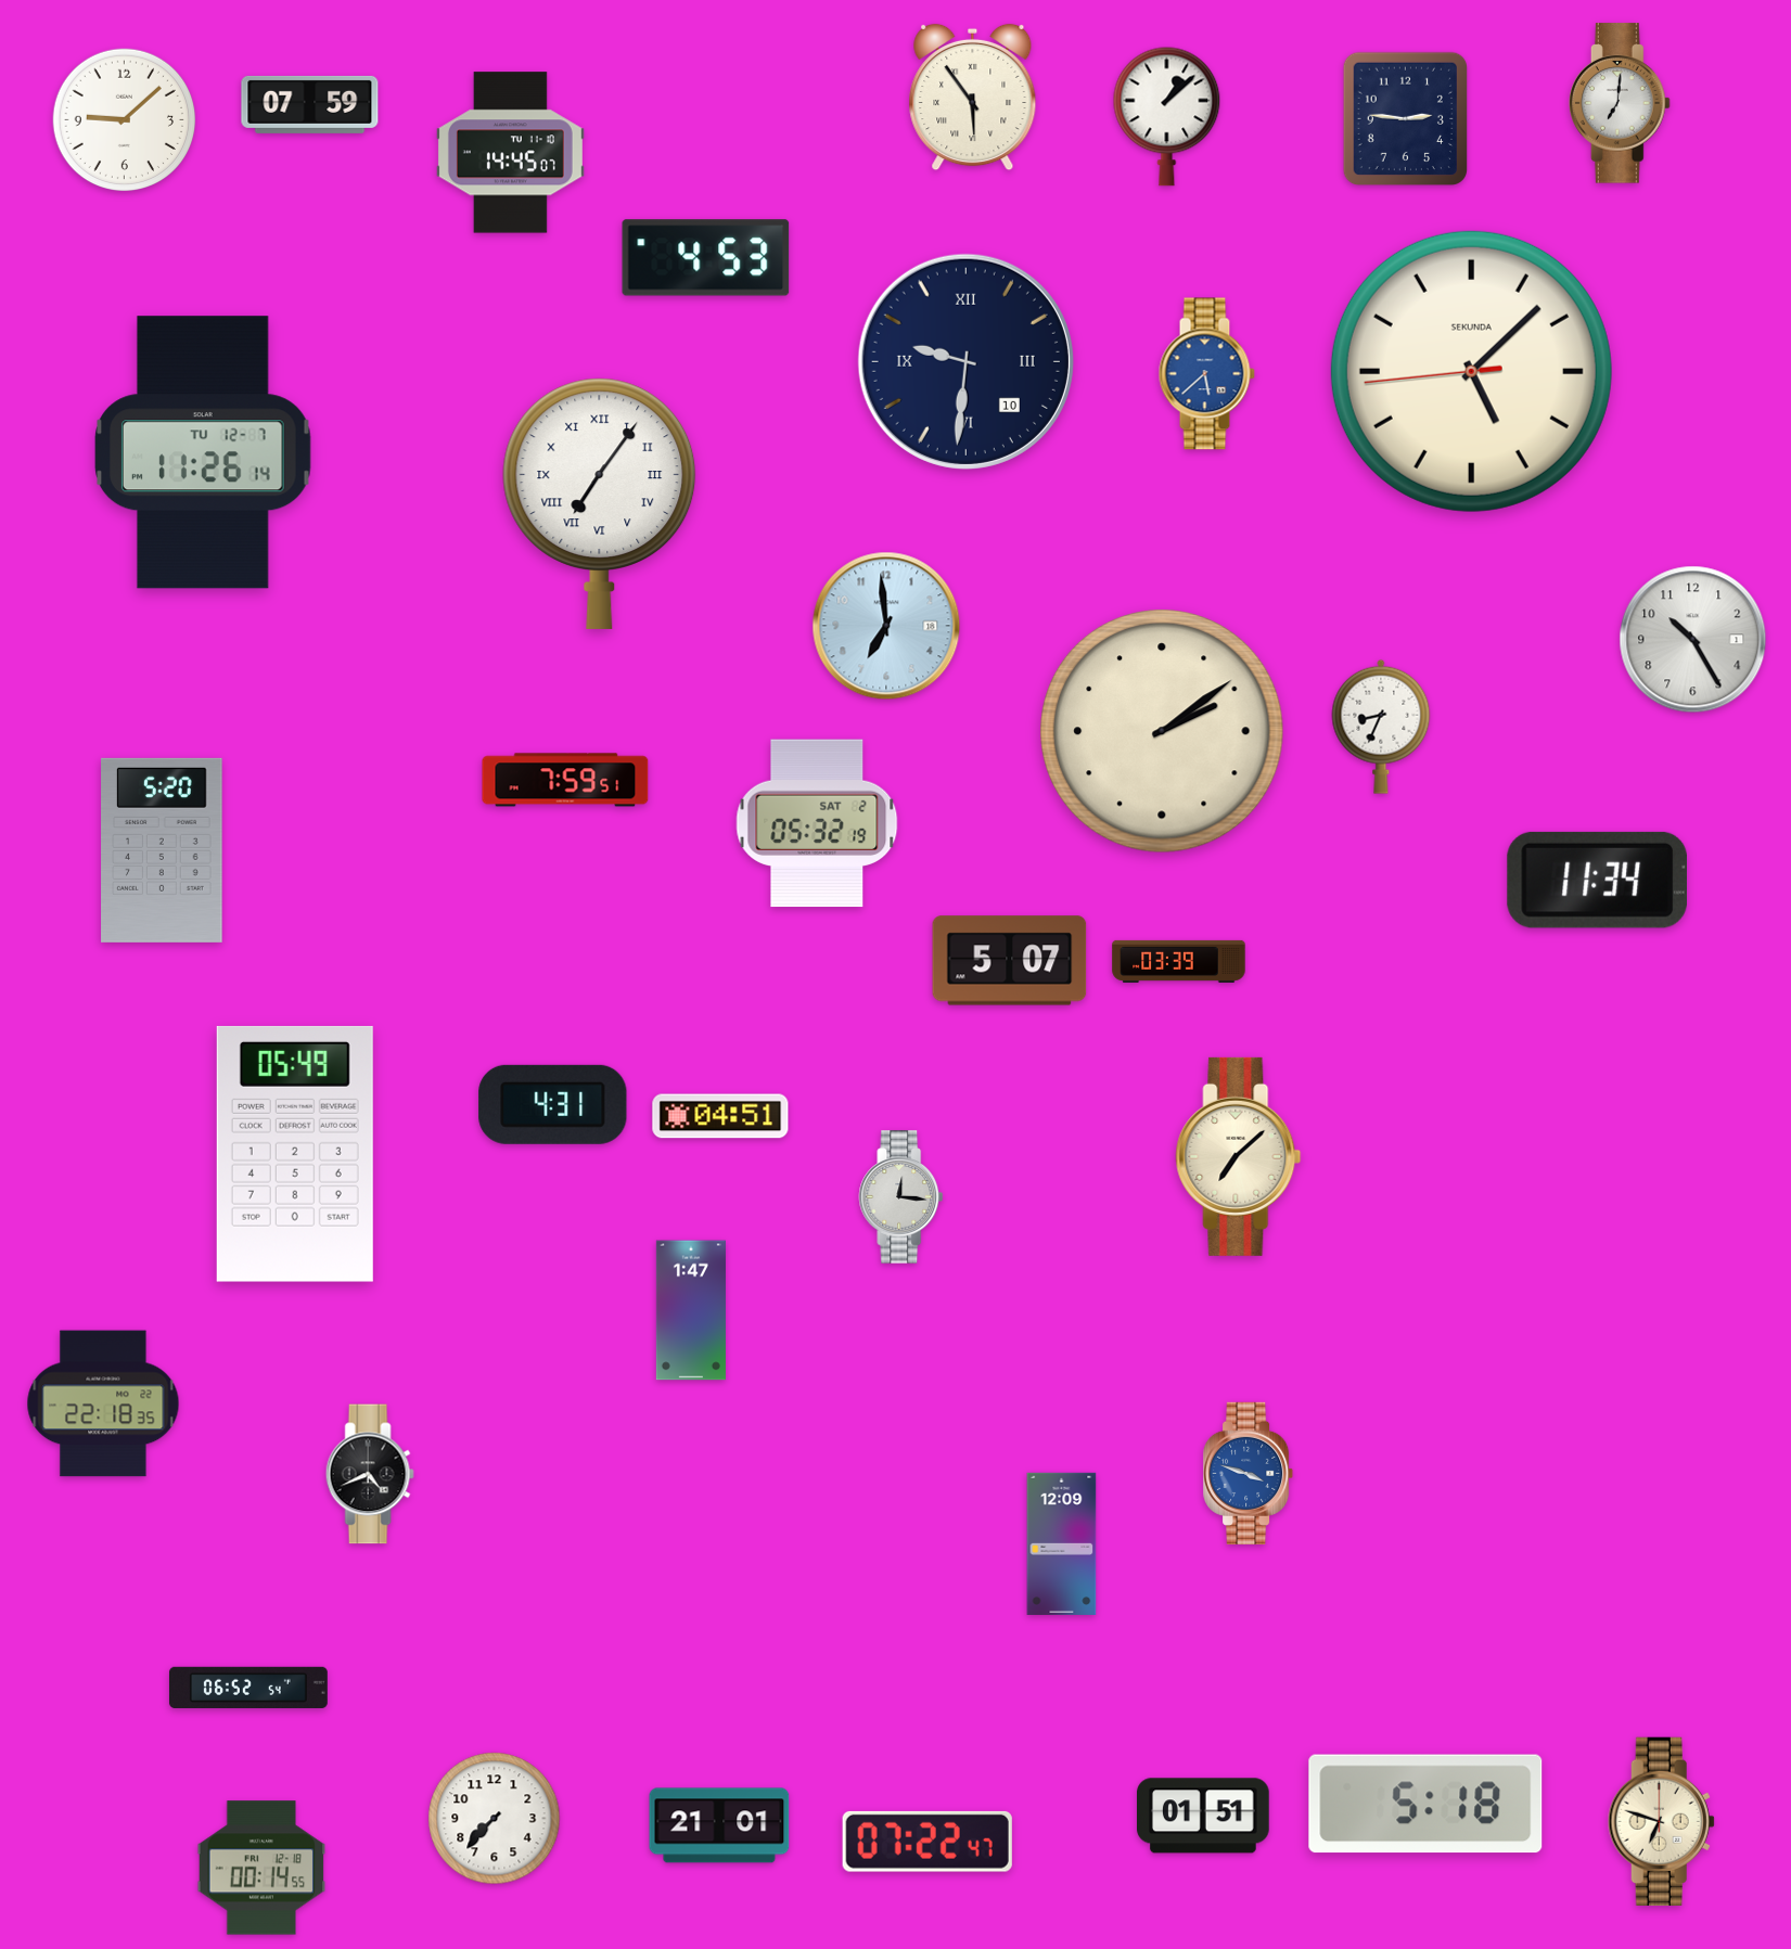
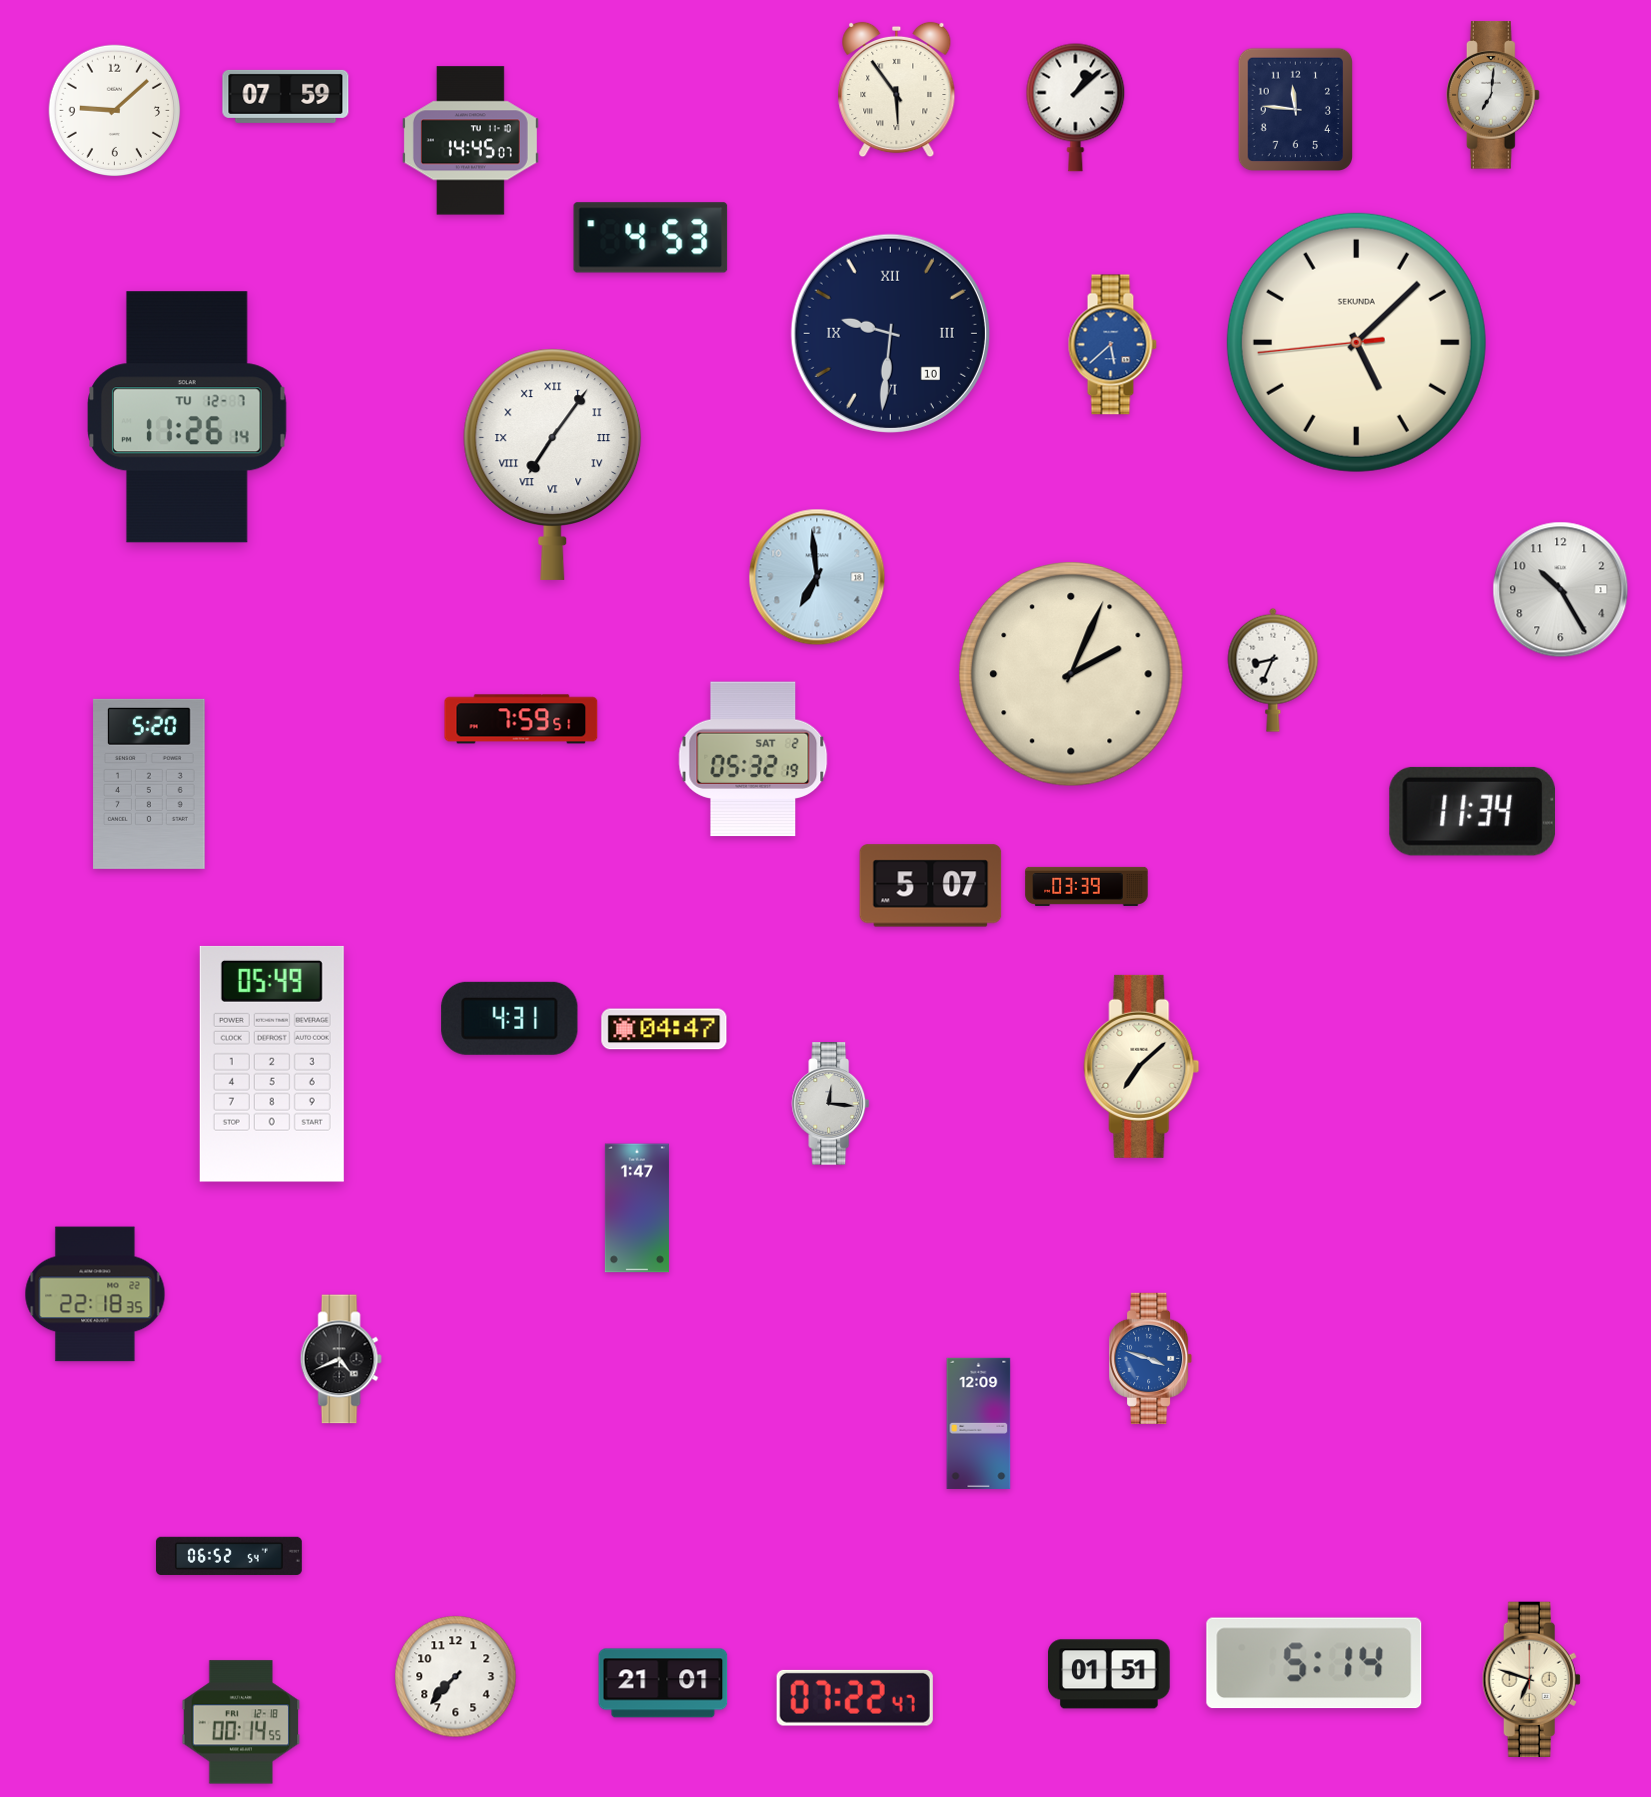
clock at (1405, 118): 2:46 -> 11:46
clock at (1162, 731): 2:09 -> 2:04
clock at (720, 1116): 04:51 -> 04:47
clock at (1425, 1804): 5:18 -> 5:14
